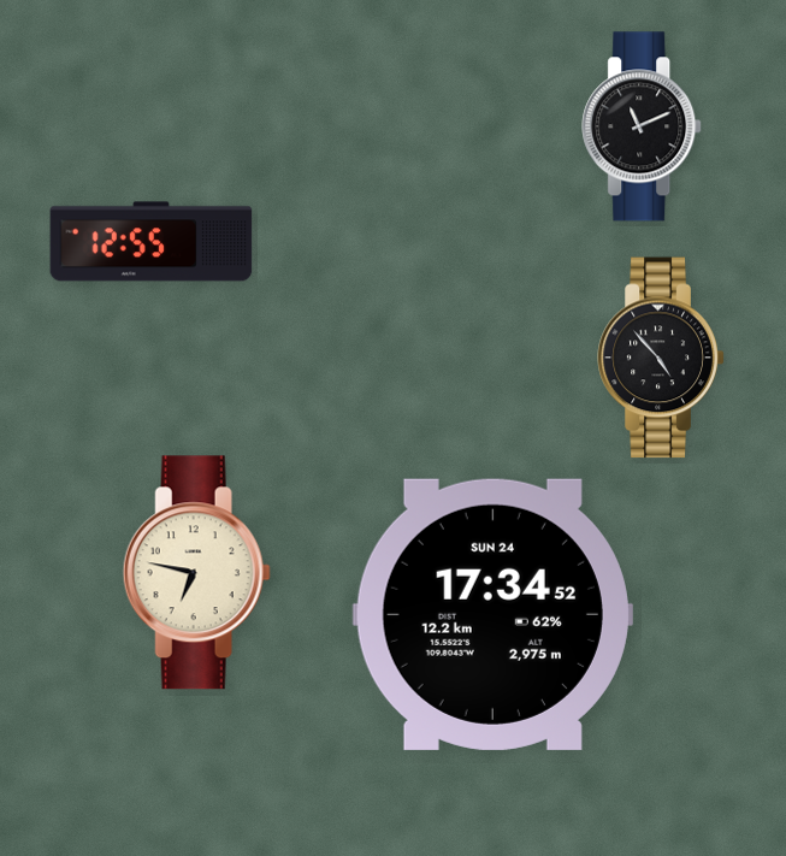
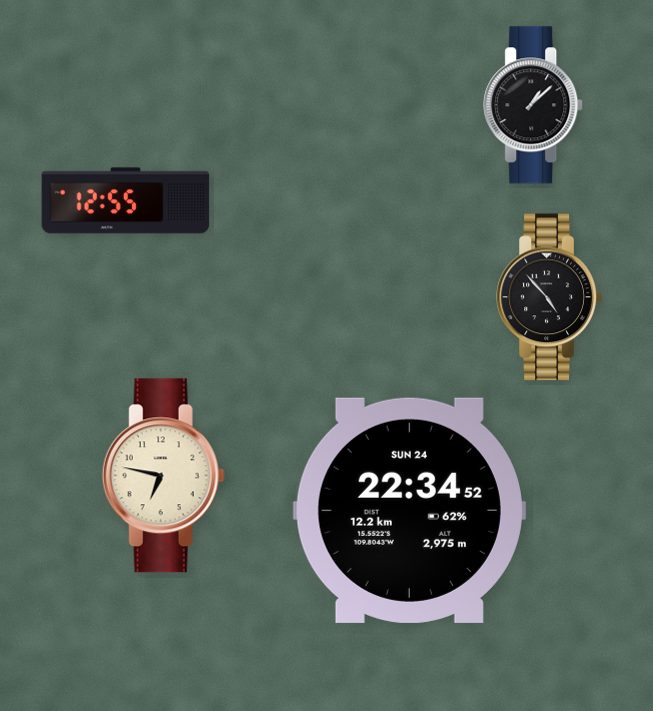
clock at (643, 126): 11:11 -> 1:08
clock at (492, 614): 17:34 -> 22:34
